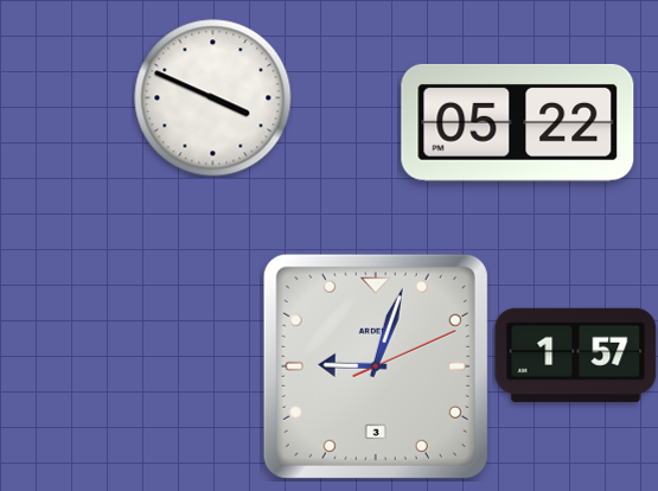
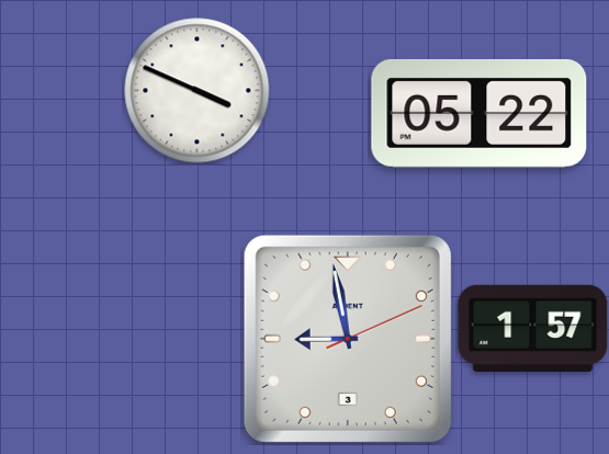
clock at (376, 366): 9:03 -> 8:58
